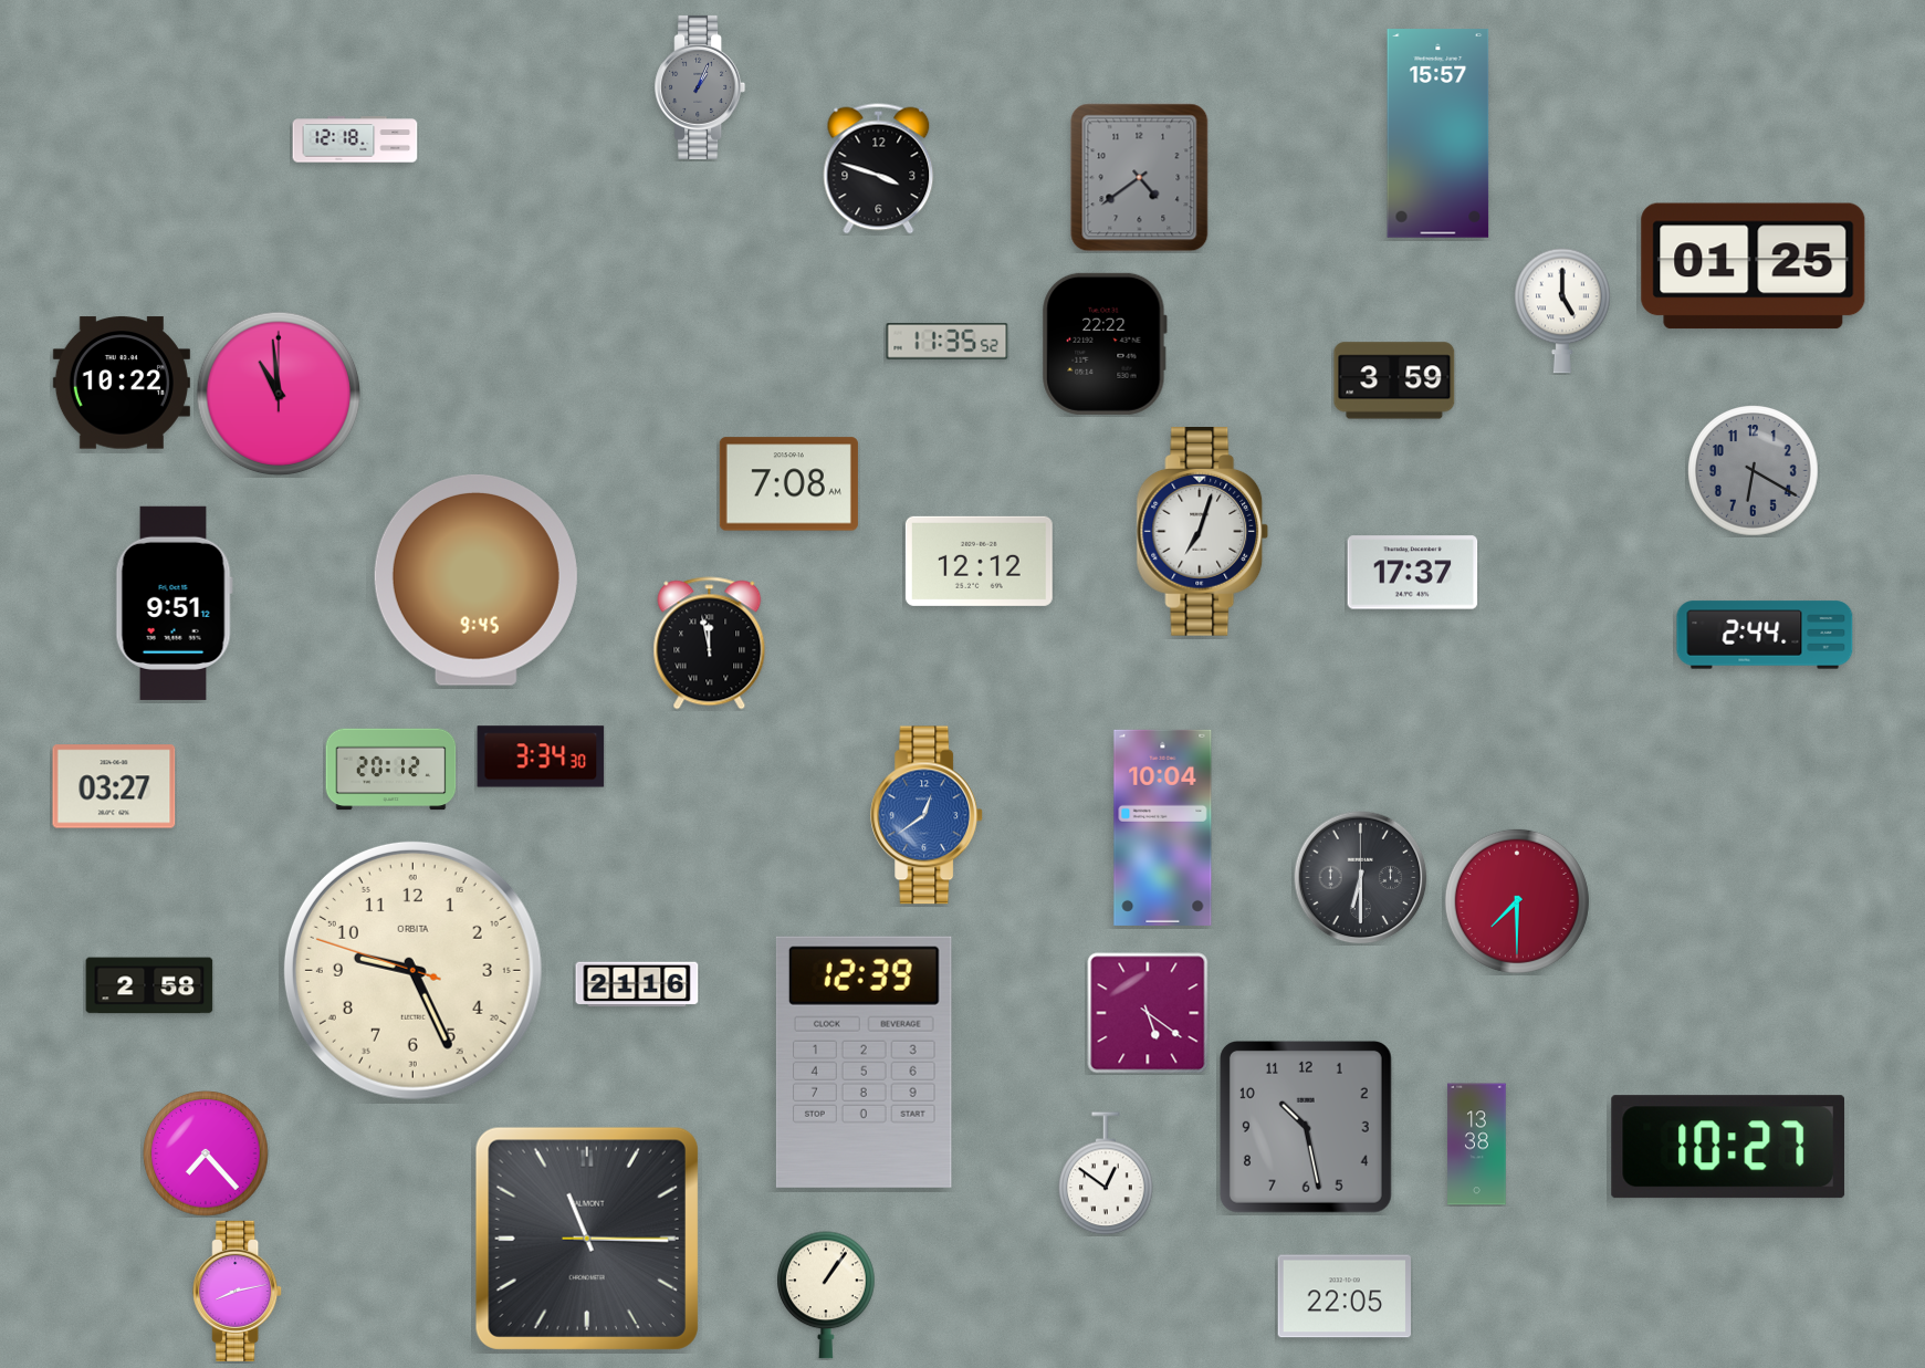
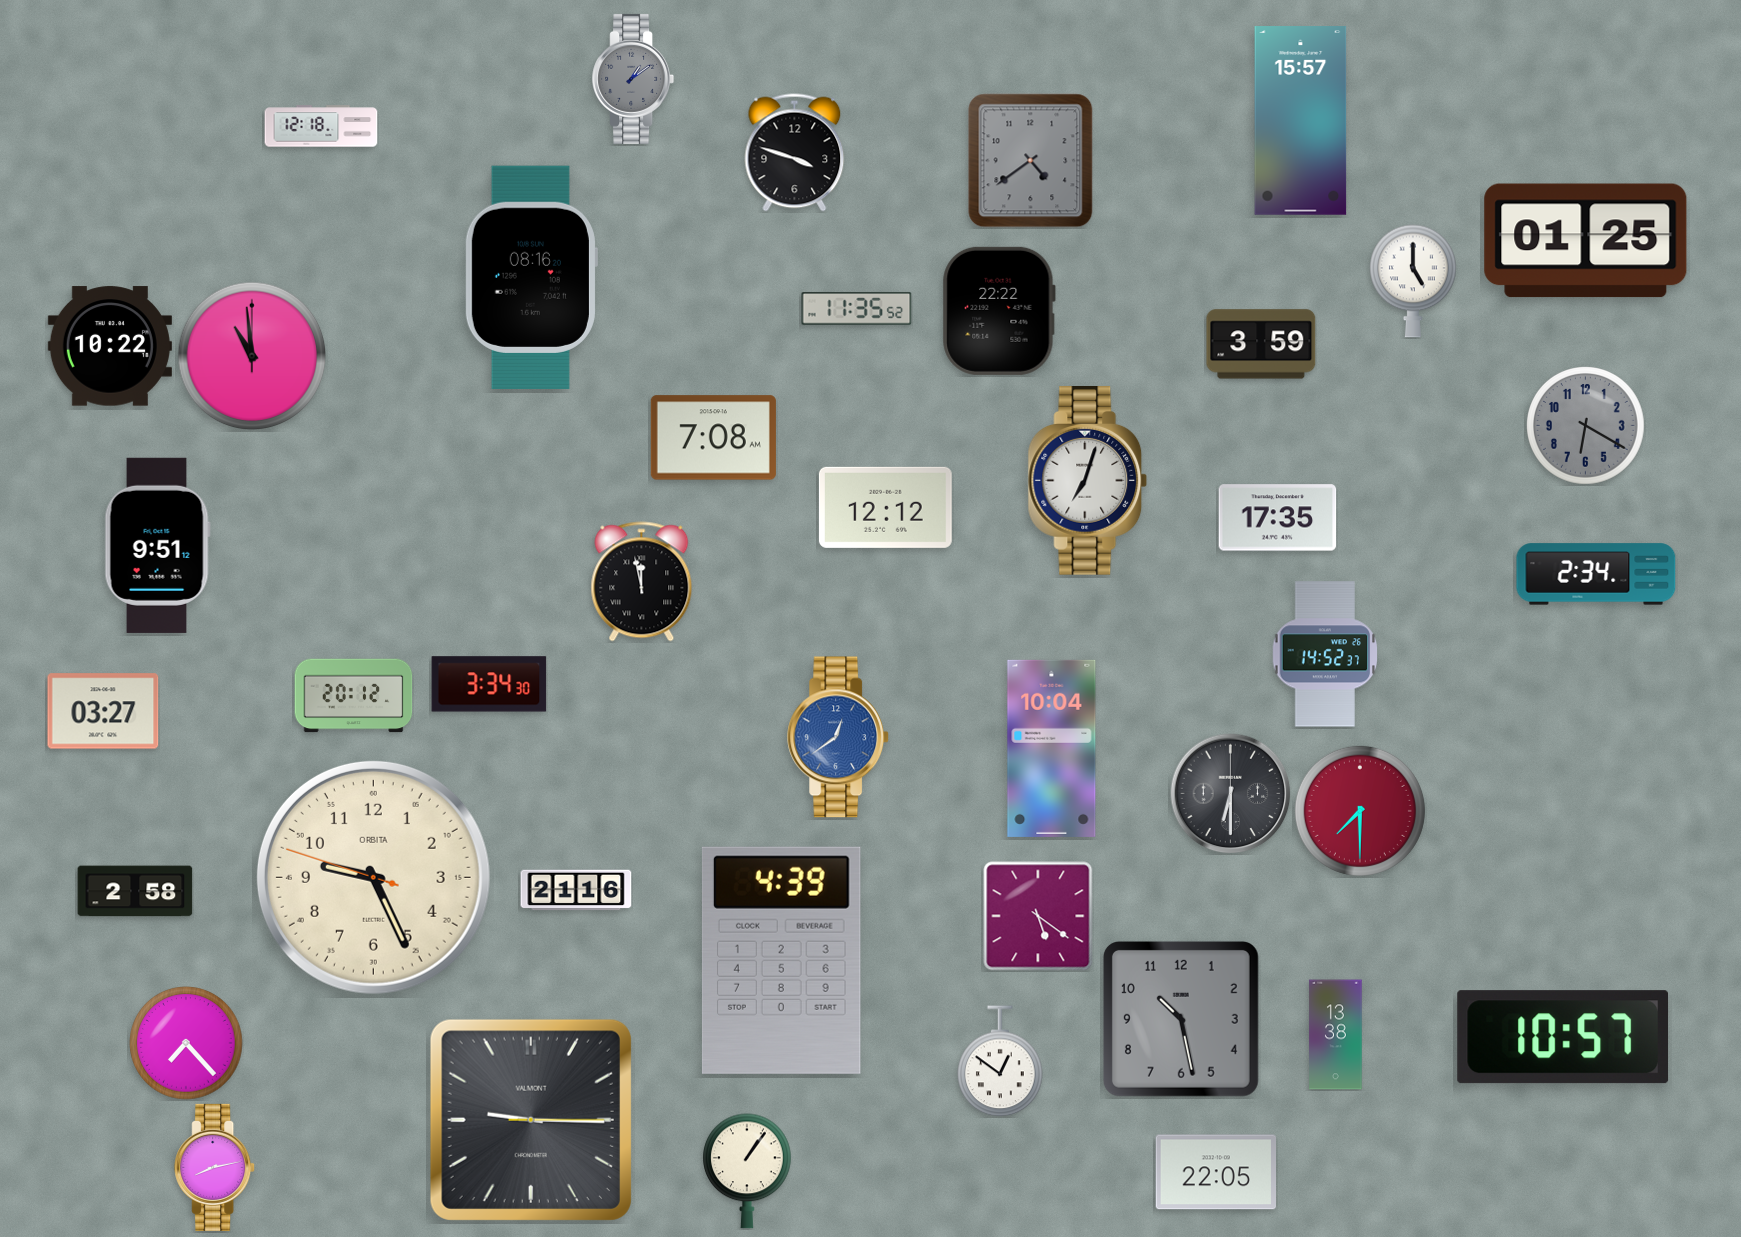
clock at (700, 87): 1:04 -> 1:09
clock at (531, 277): none -> 08:16
clock at (1413, 573): 17:37 -> 17:35
clock at (475, 579): 9:45 -> none
clock at (1765, 635): 2:44 -> 2:34
clock at (1325, 654): none -> 14:52
clock at (1517, 901) position: (1517, 901) -> (1360, 811)
clock at (864, 1062): 12:39 -> 4:39
clock at (1728, 1147): 10:27 -> 10:57
clock at (587, 1239): 11:15 -> 9:15
